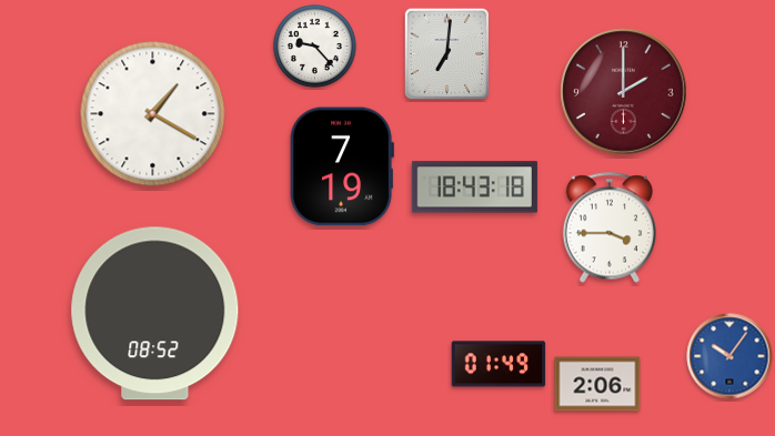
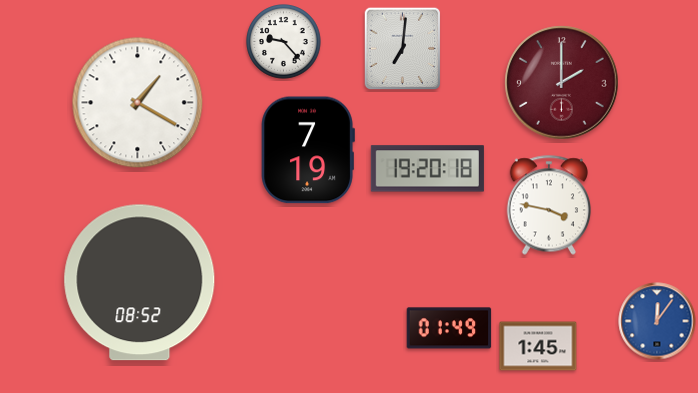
clock at (474, 187): 18:43 -> 19:20
clock at (608, 227): 3:45 -> 3:47
clock at (729, 356): 10:06 -> 12:06
clock at (597, 384): 2:06 -> 1:45
